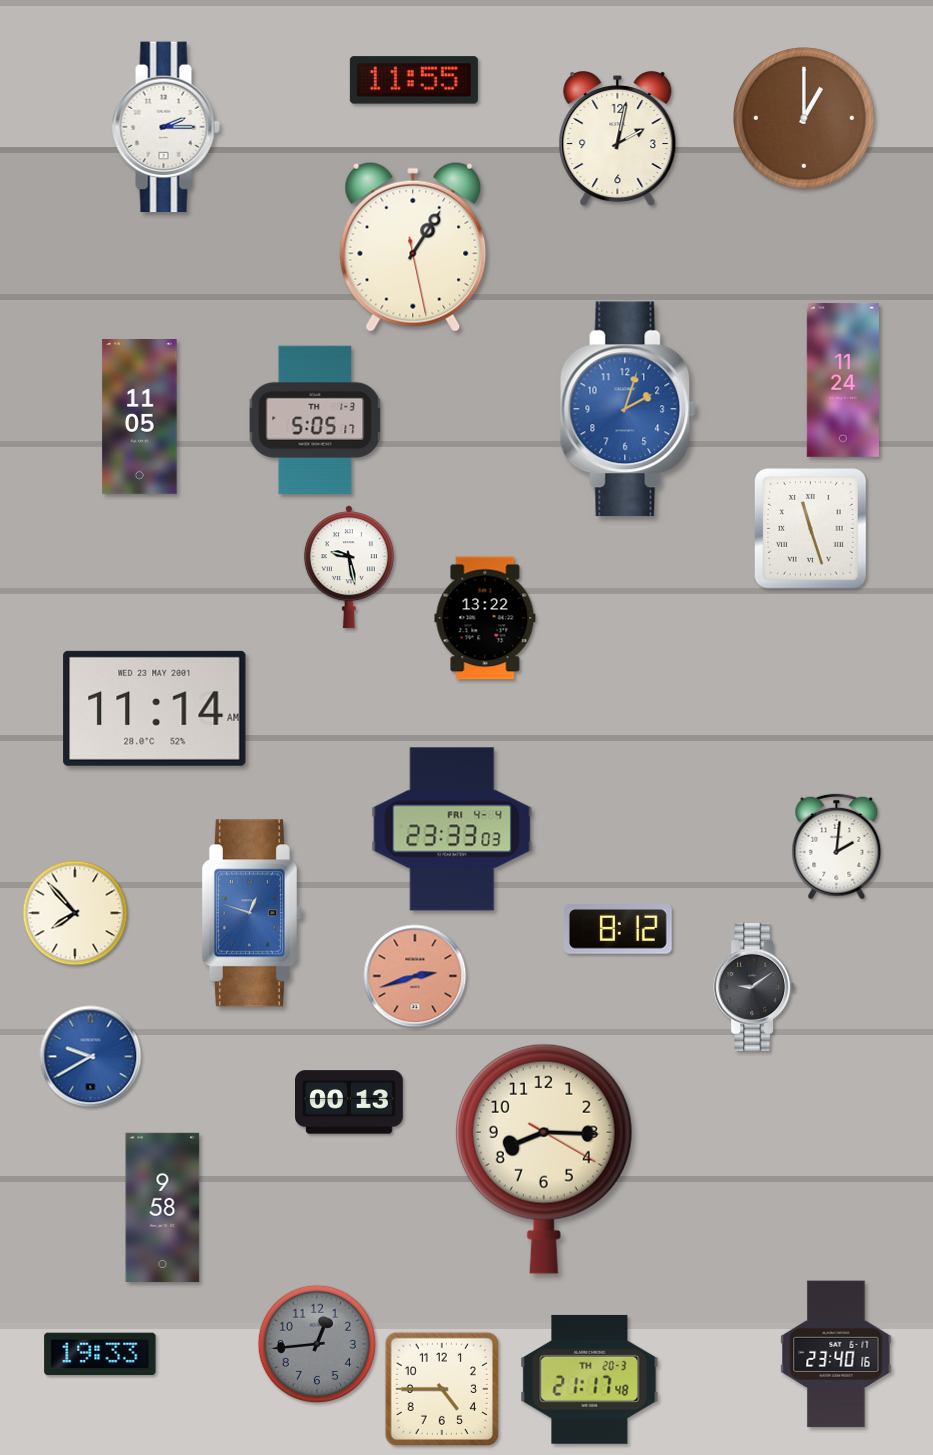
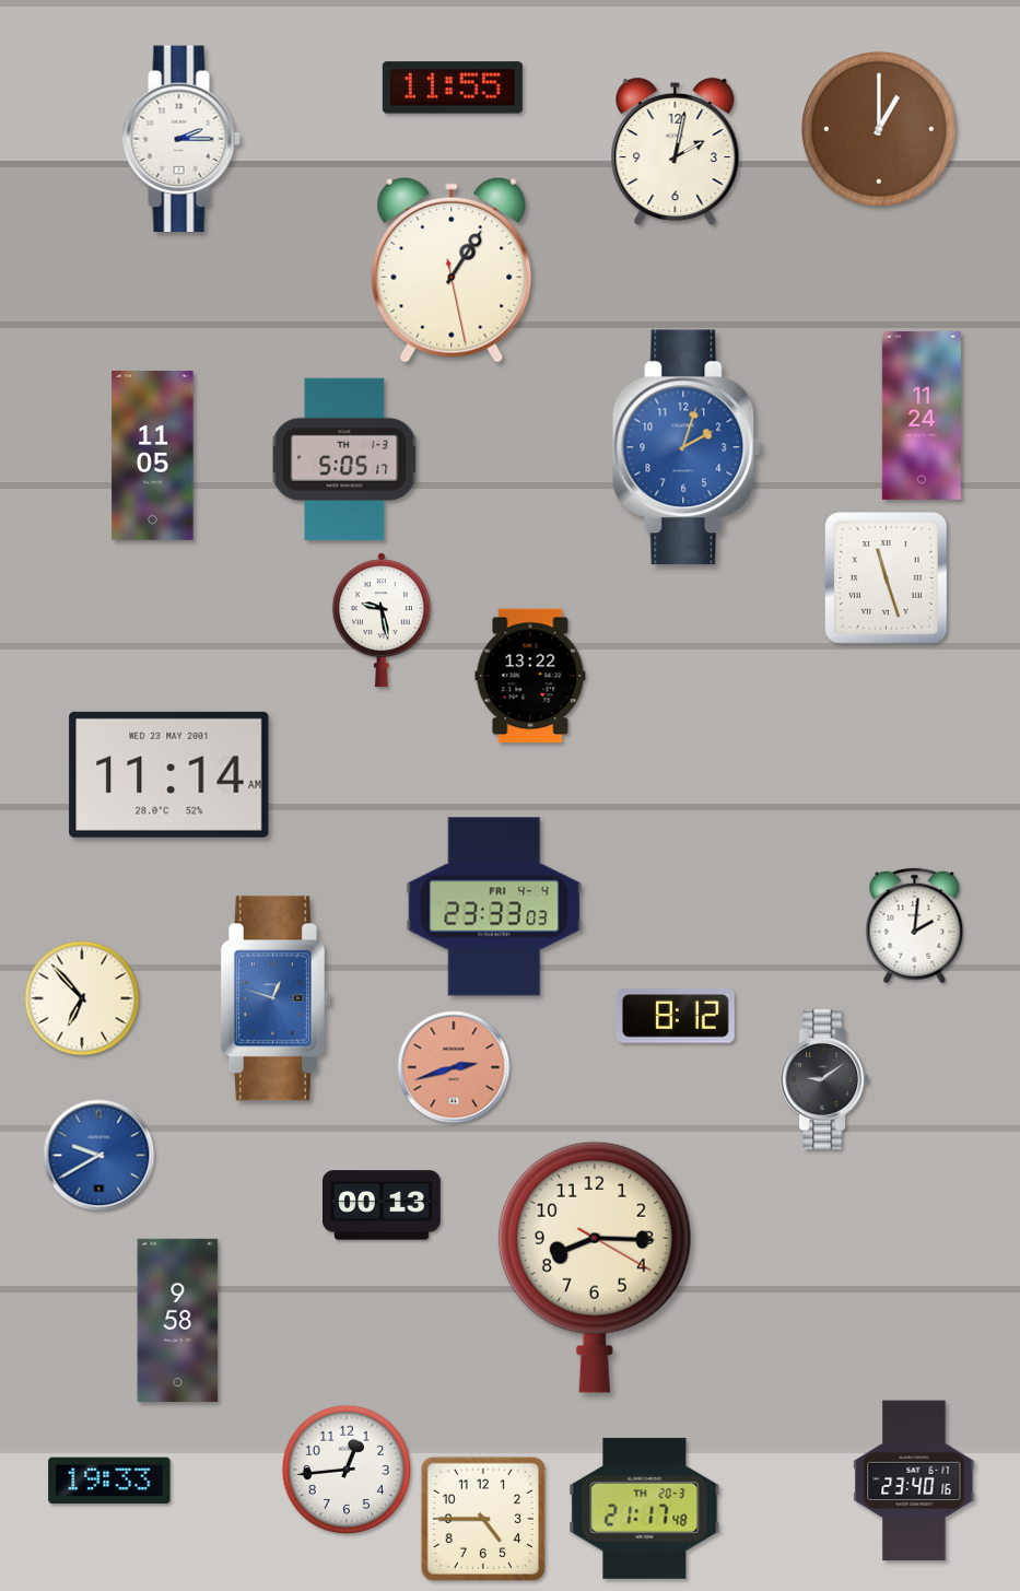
clock at (75, 913): 7:53 -> 6:53
clock at (316, 1343) dial: grey -> white
